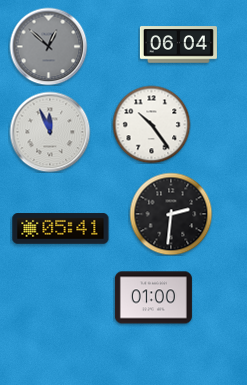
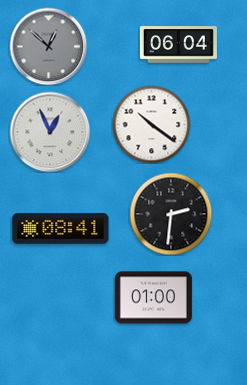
clock at (151, 124): 10:24 -> 10:21
clock at (50, 132): 11:56 -> 12:56
clock at (61, 229): 05:41 -> 08:41
